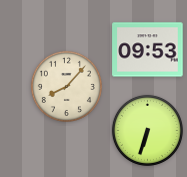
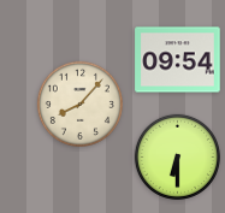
clock at (148, 50): 09:53 -> 09:54
clock at (147, 130): 6:33 -> 6:30
